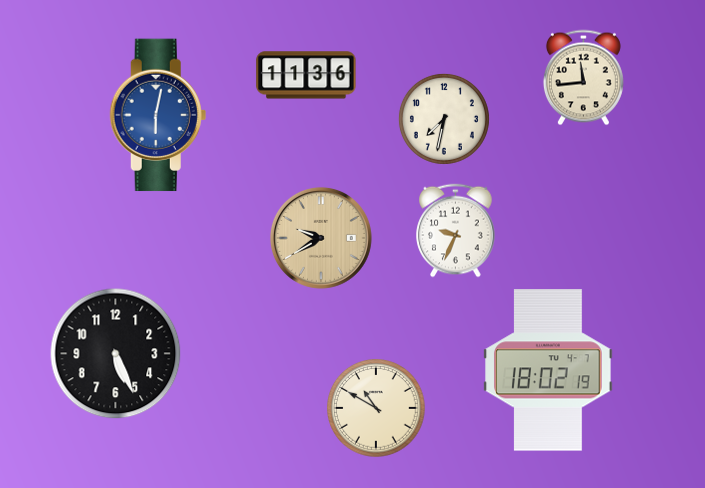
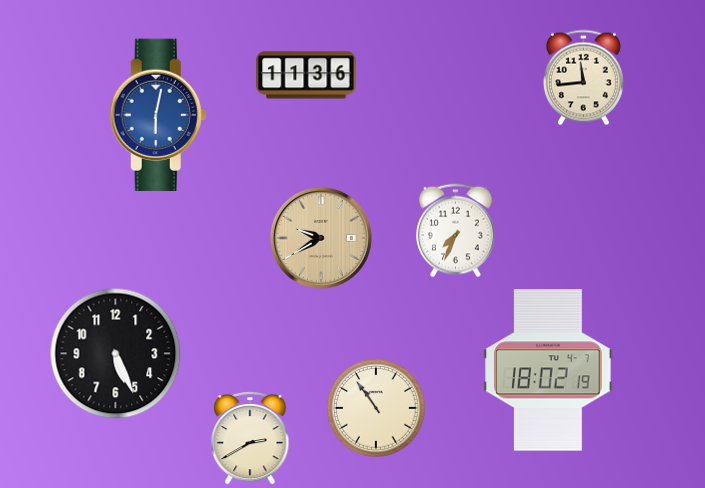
clock at (444, 119): 7:32 -> none
clock at (456, 231): 9:34 -> 7:34
clock at (376, 408): 10:50 -> 10:54
clock at (250, 438): none -> 2:40
